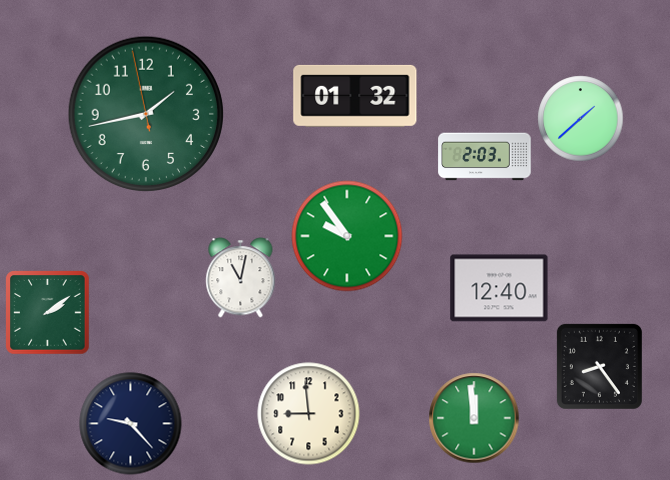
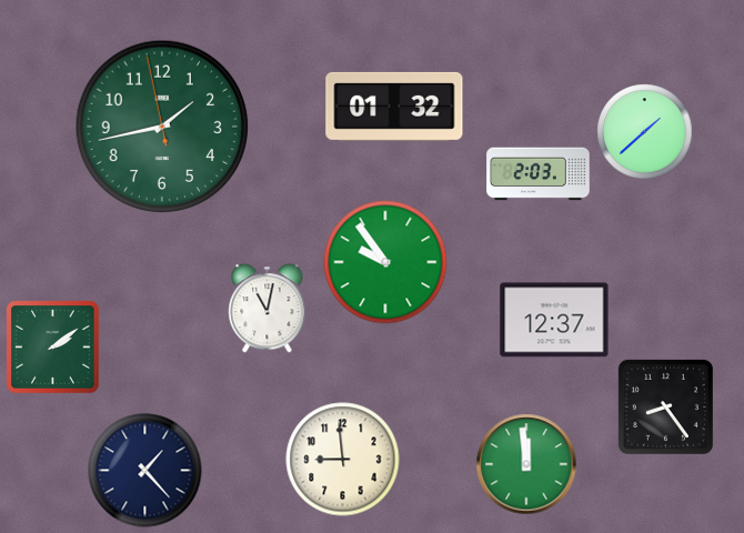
clock at (499, 288): 12:40 -> 12:37
clock at (131, 424): 9:23 -> 1:23
